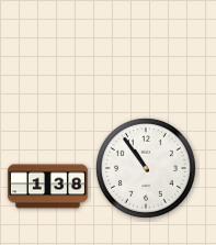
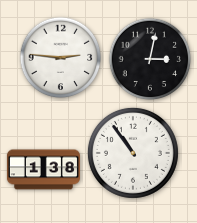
clock at (61, 58): none -> 2:46
clock at (150, 59): none -> 3:02
